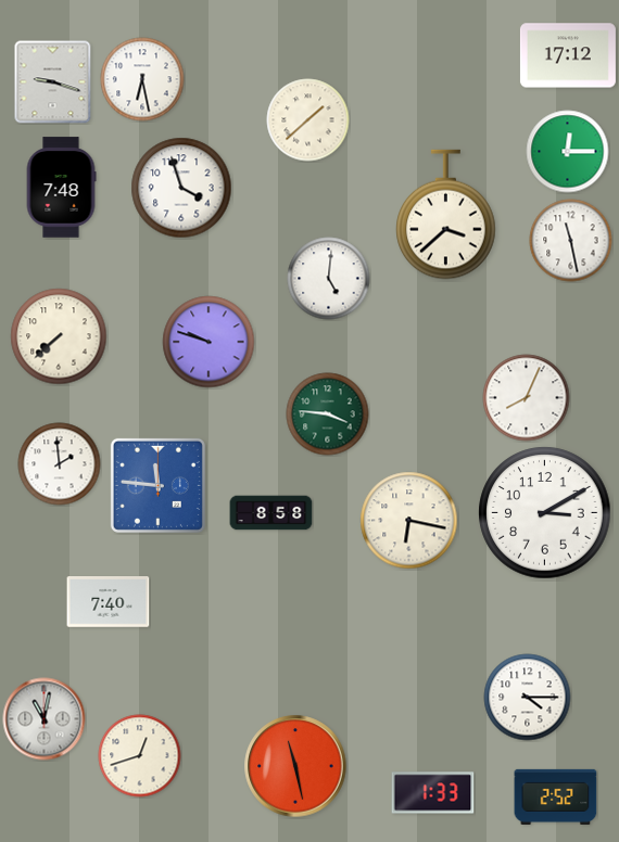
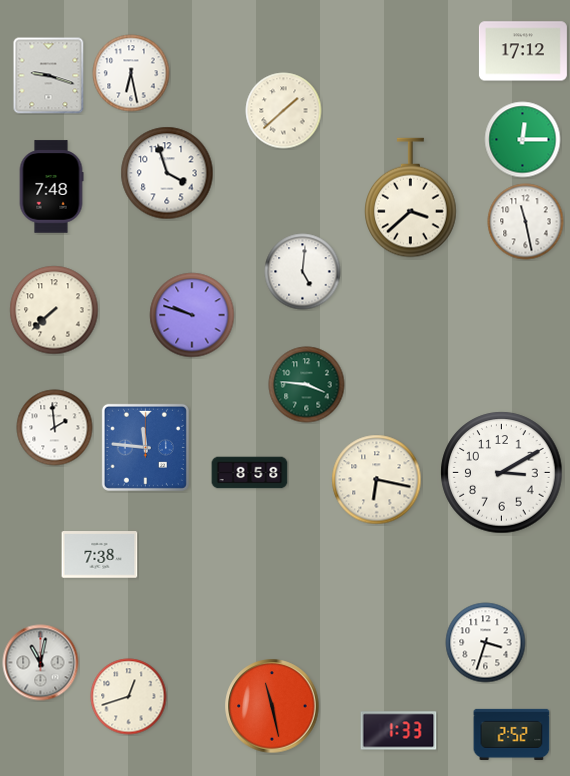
clock at (61, 188) position: (61, 188) -> (51, 187)
clock at (329, 279) position: (329, 279) -> (303, 272)
clock at (527, 398): 8:04 -> none
clock at (328, 414) position: (328, 414) -> (307, 385)
clock at (109, 602): 7:40 -> 7:38
clock at (528, 698): 4:15 -> 3:33
